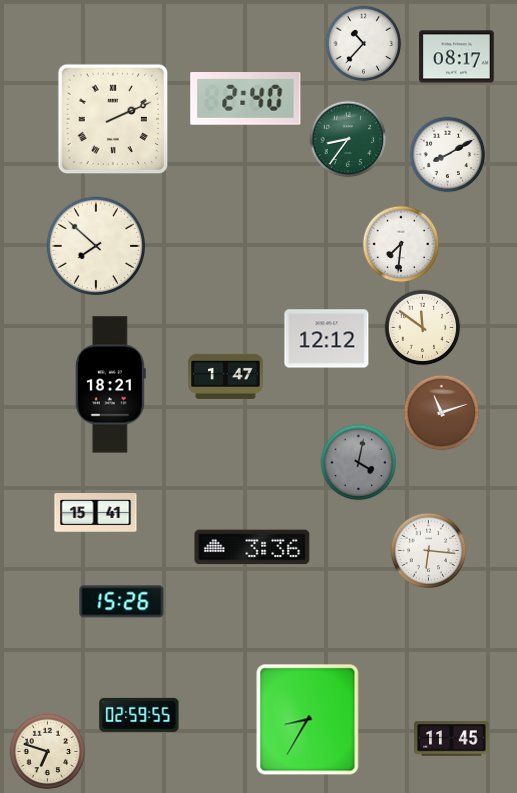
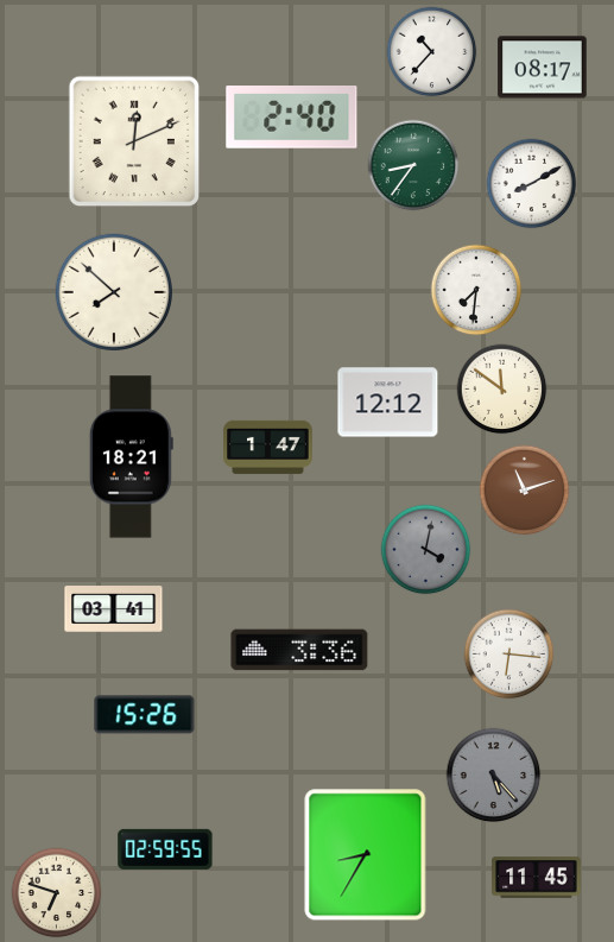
clock at (113, 119): 2:11 -> 12:11
clock at (96, 513): 15:41 -> 03:41
clock at (494, 776): none -> 5:23
